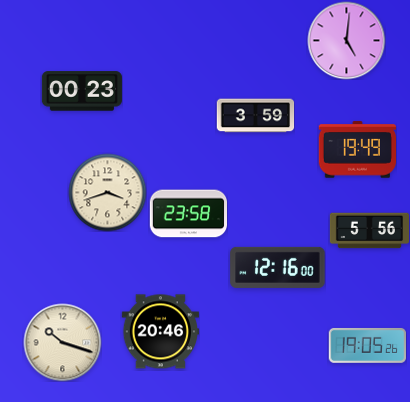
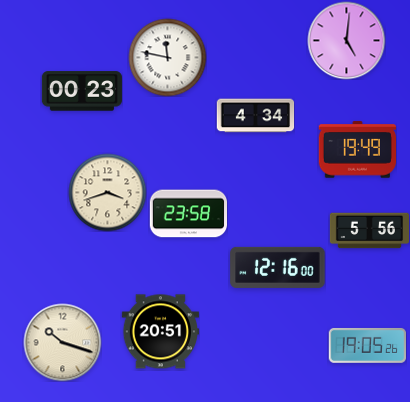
clock at (167, 57): none -> 11:47
clock at (255, 116): 3:59 -> 4:34
clock at (160, 332): 20:46 -> 20:51
